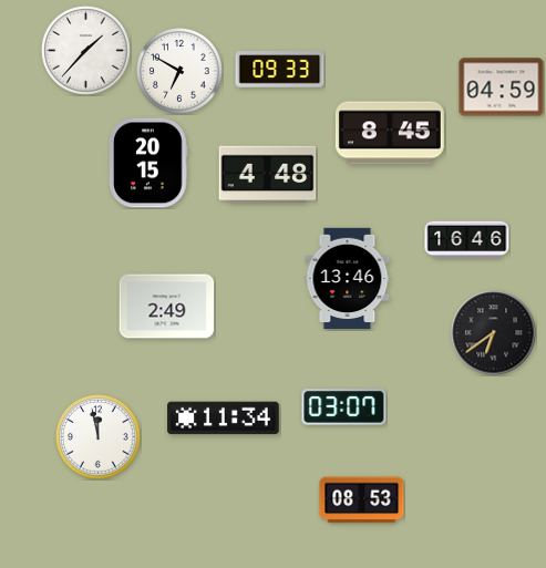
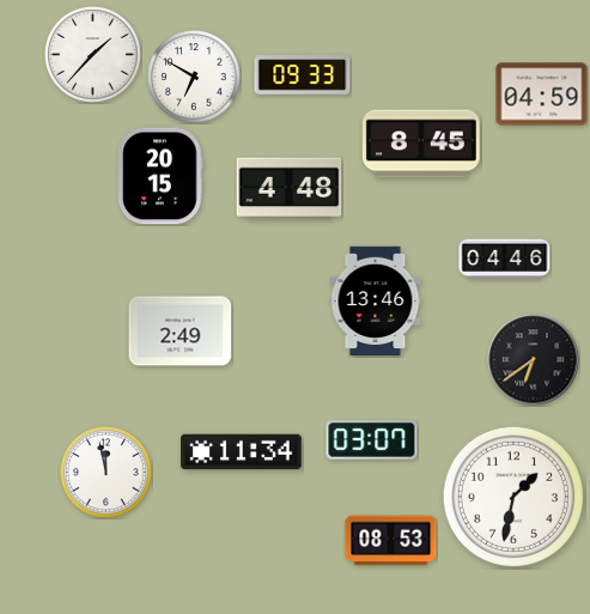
clock at (467, 240): 16:46 -> 04:46
clock at (513, 497): none -> 1:32
